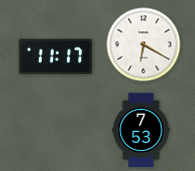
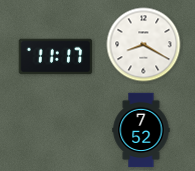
clock at (144, 45): 6:20 -> 8:20
clock at (141, 130): 7:53 -> 7:52
